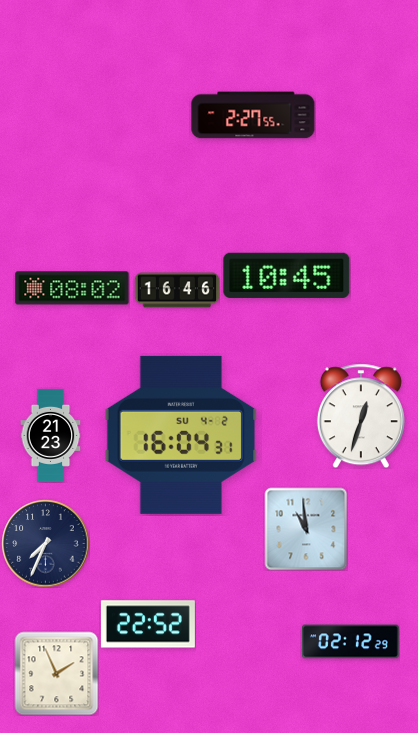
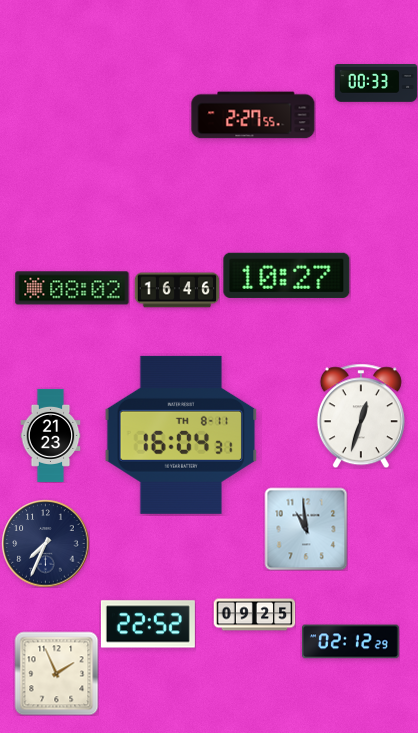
clock at (376, 84): none -> 00:33
clock at (287, 275): 10:45 -> 10:27
clock at (181, 435) date: SU 4-2 -> TH 8-11
clock at (254, 615): none -> 09:25
